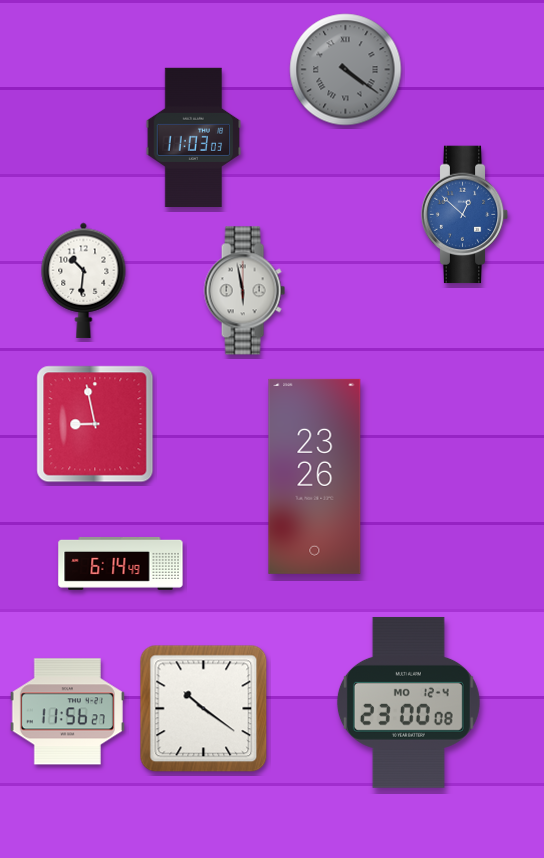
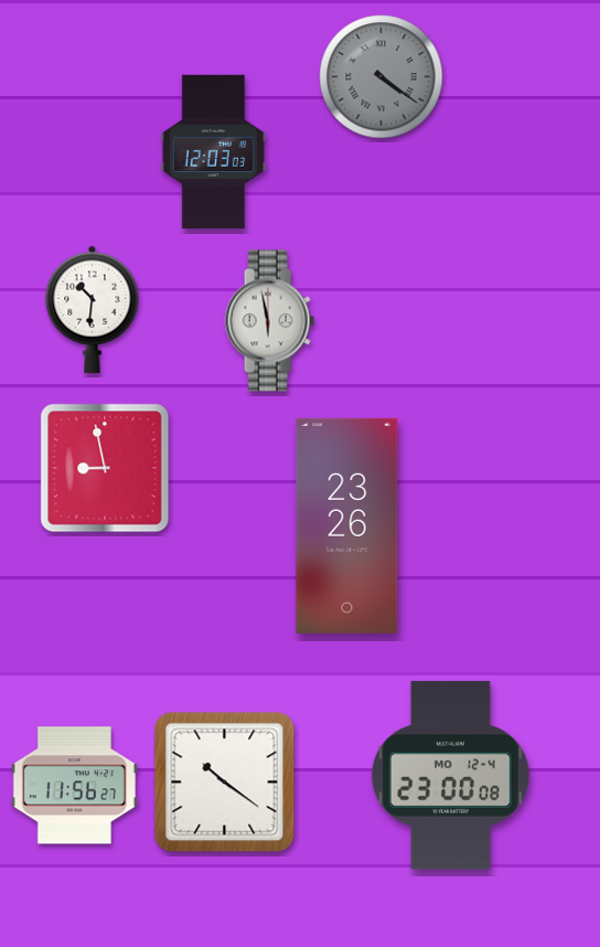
clock at (194, 137): 11:03 -> 12:03
clock at (465, 215): 12:52 -> none
clock at (121, 563): 6:14 -> none
